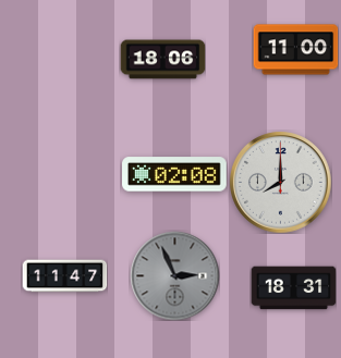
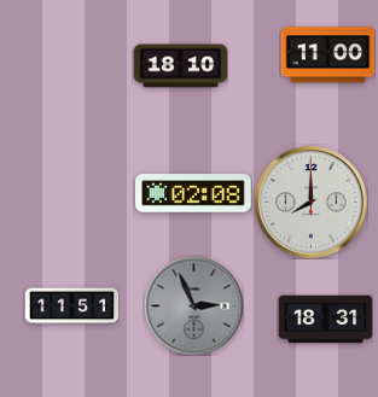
clock at (162, 60): 18:06 -> 18:10
clock at (64, 276): 11:47 -> 11:51
